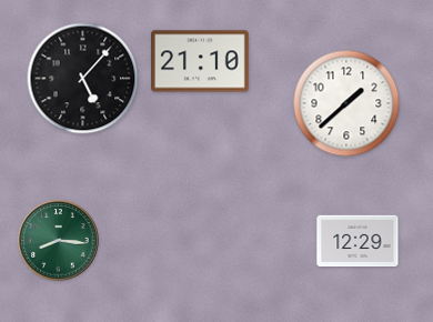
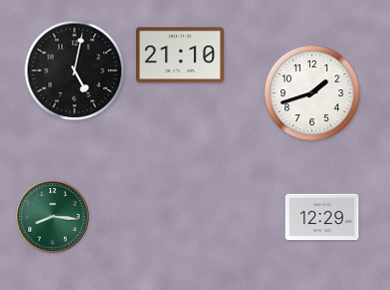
clock at (83, 79): 5:07 -> 5:02
clock at (346, 103): 1:38 -> 1:42
